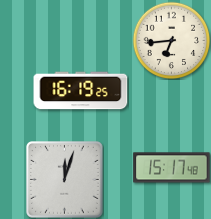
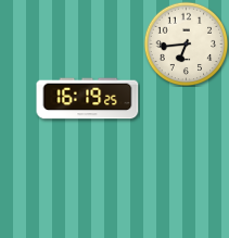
clock at (172, 168): 15:17 -> none
clock at (65, 180): 12:03 -> none
